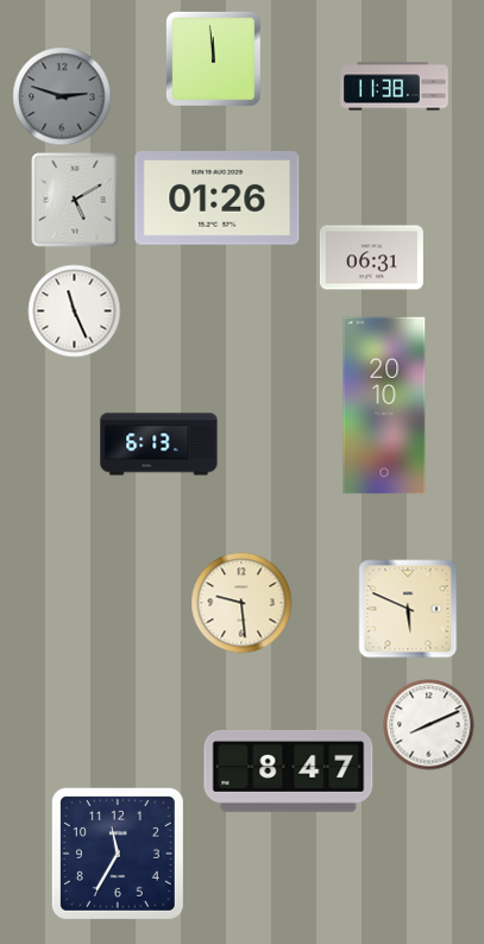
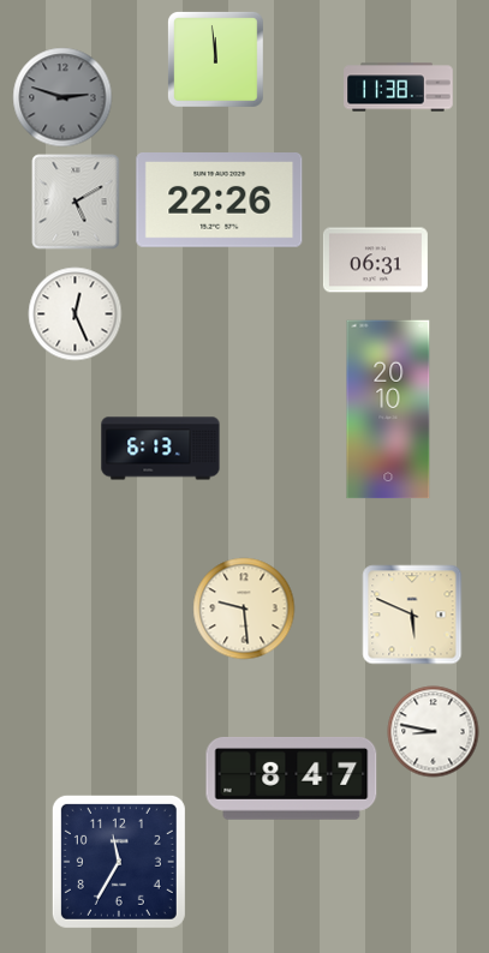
clock at (218, 199): 01:26 -> 22:26
clock at (75, 311): 11:26 -> 12:26
clock at (429, 725): 8:11 -> 8:47
